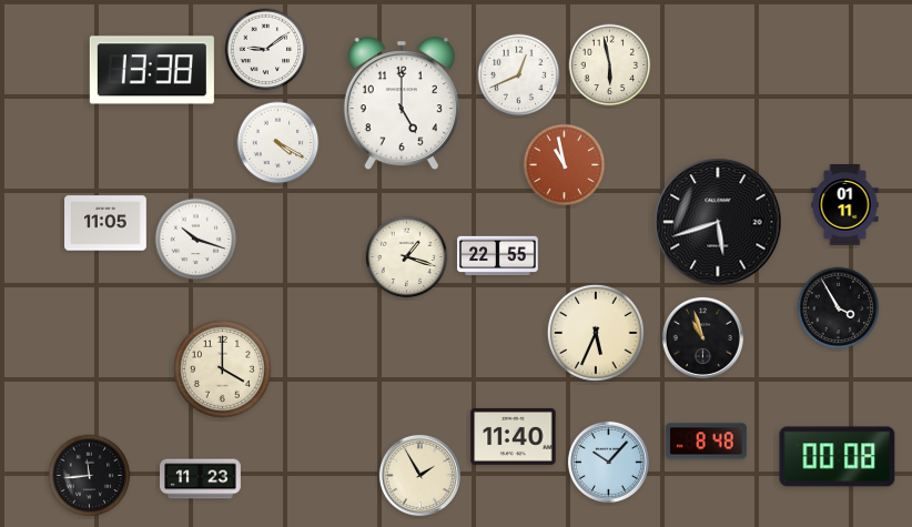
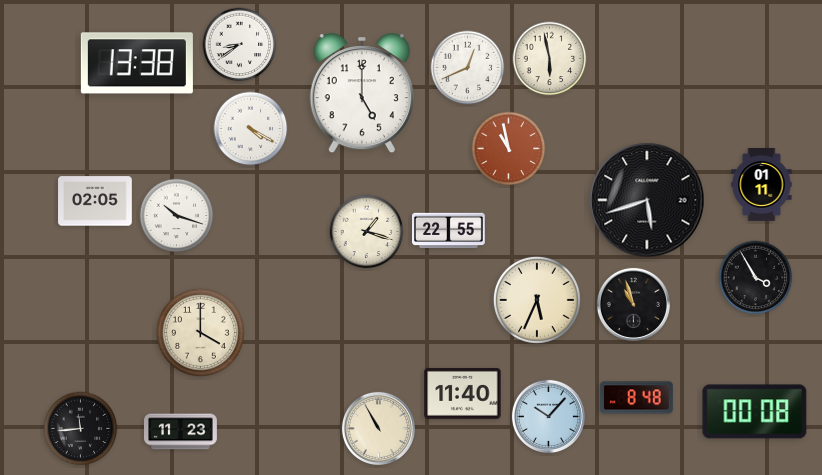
clock at (266, 50): 9:09 -> 8:39
clock at (105, 223): 11:05 -> 02:05
clock at (419, 475): 1:55 -> 10:55
